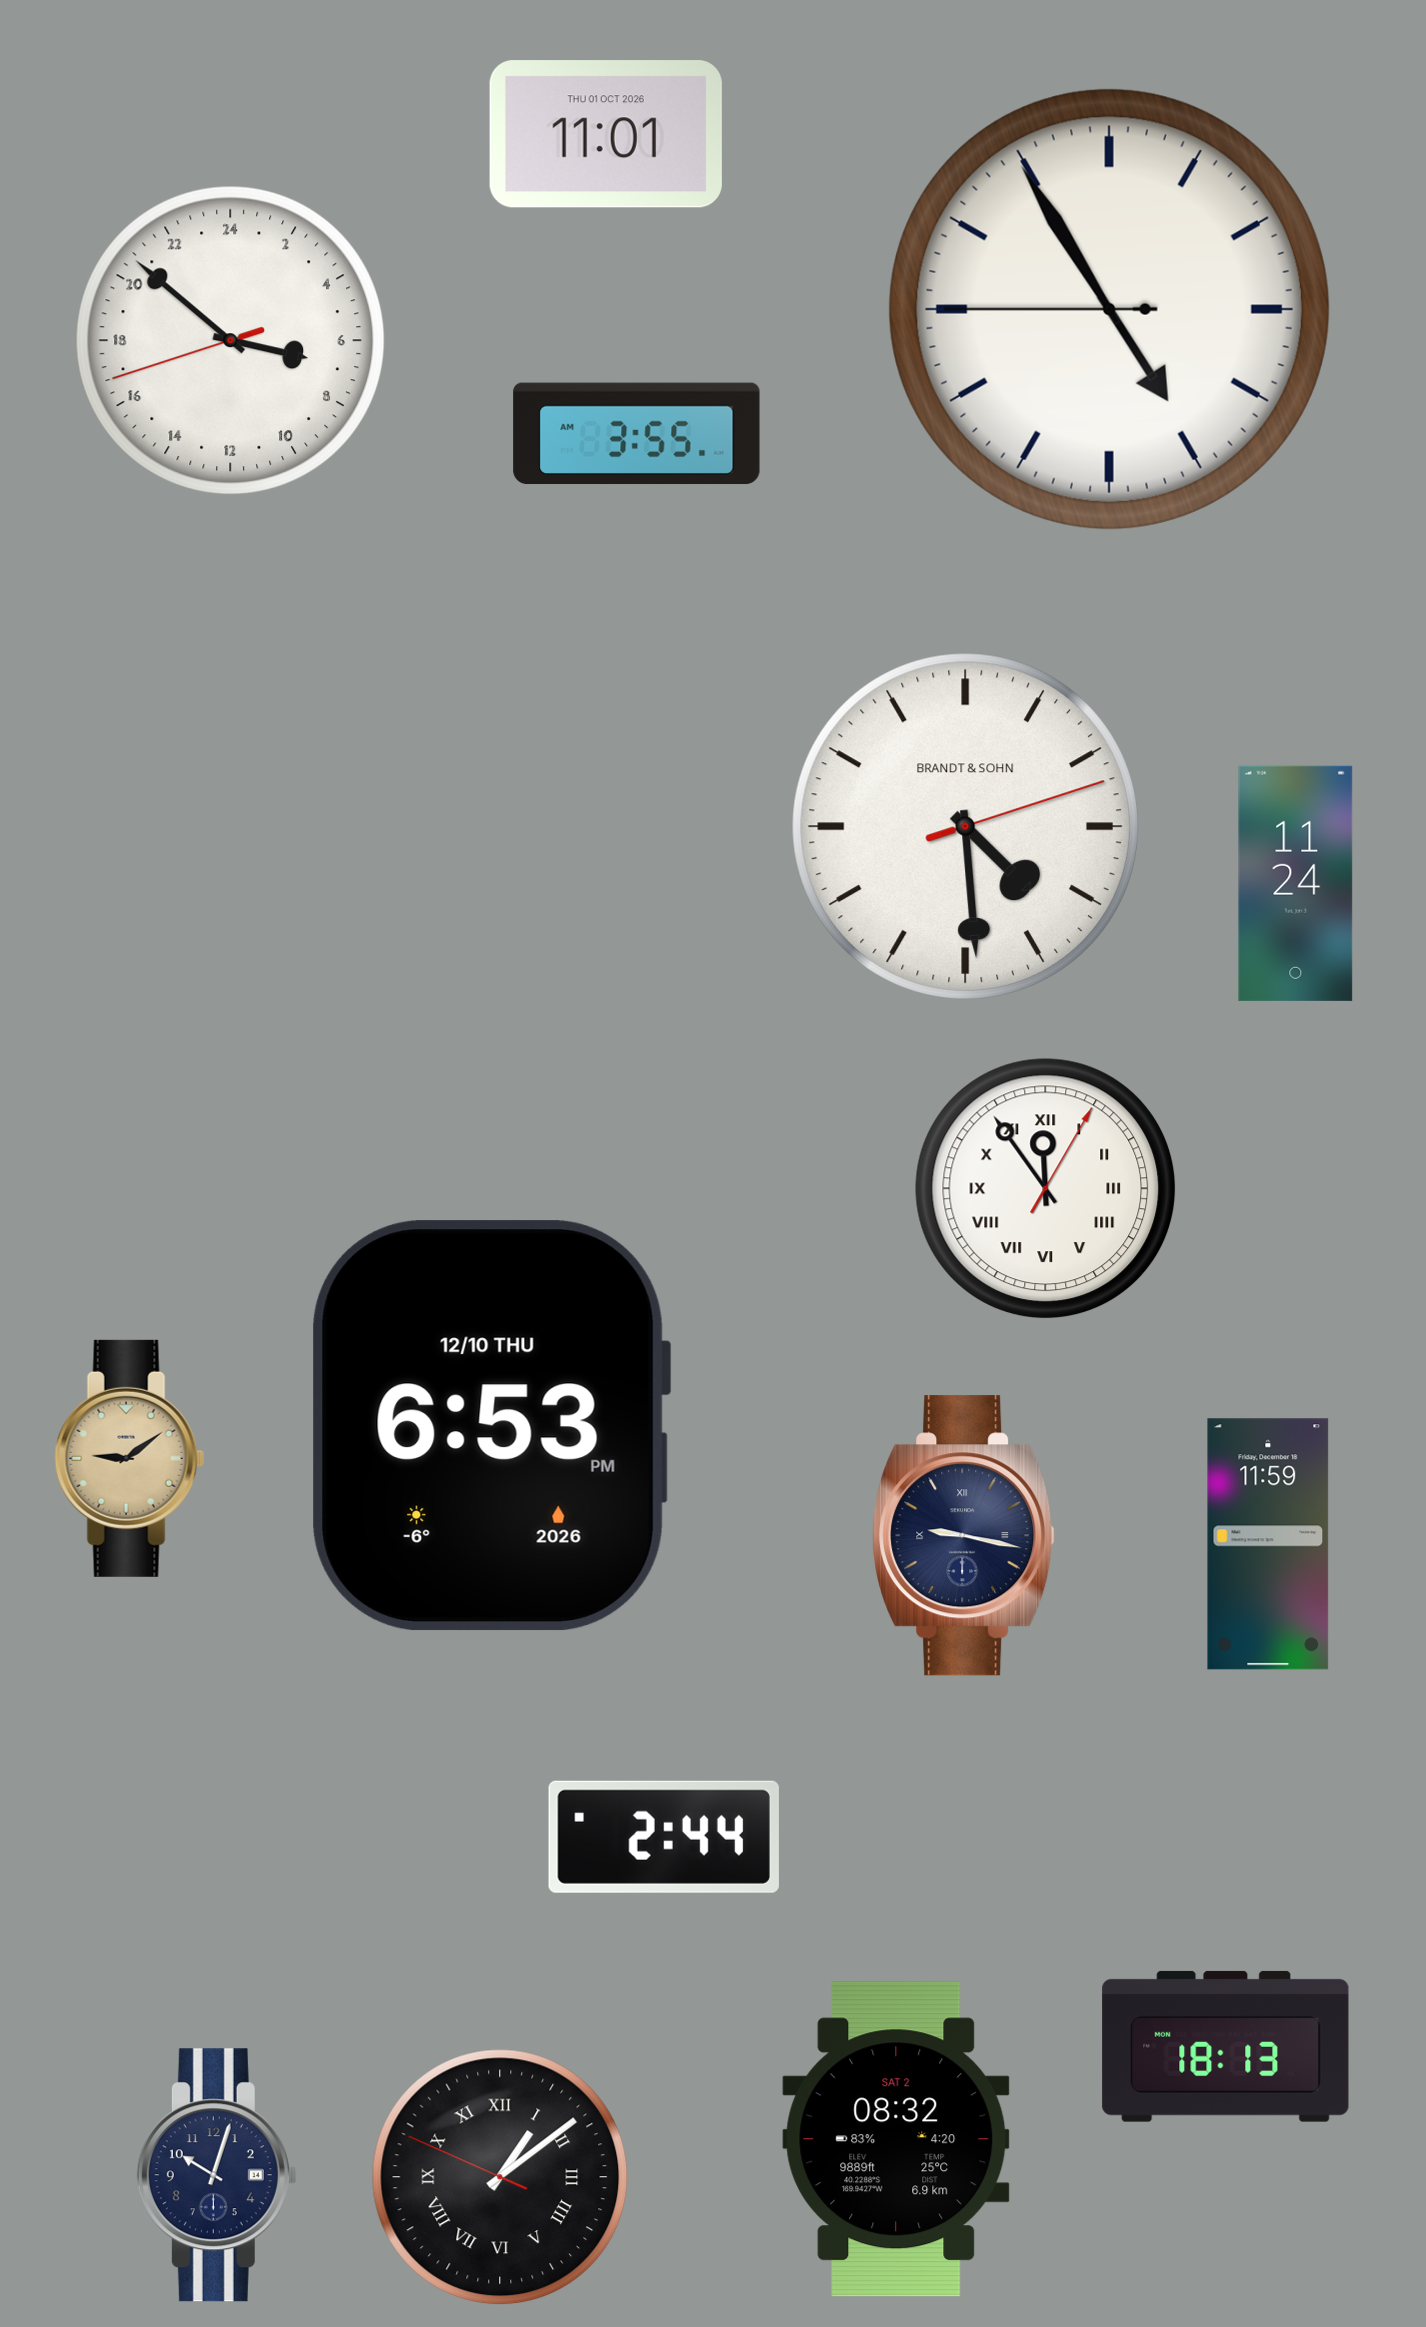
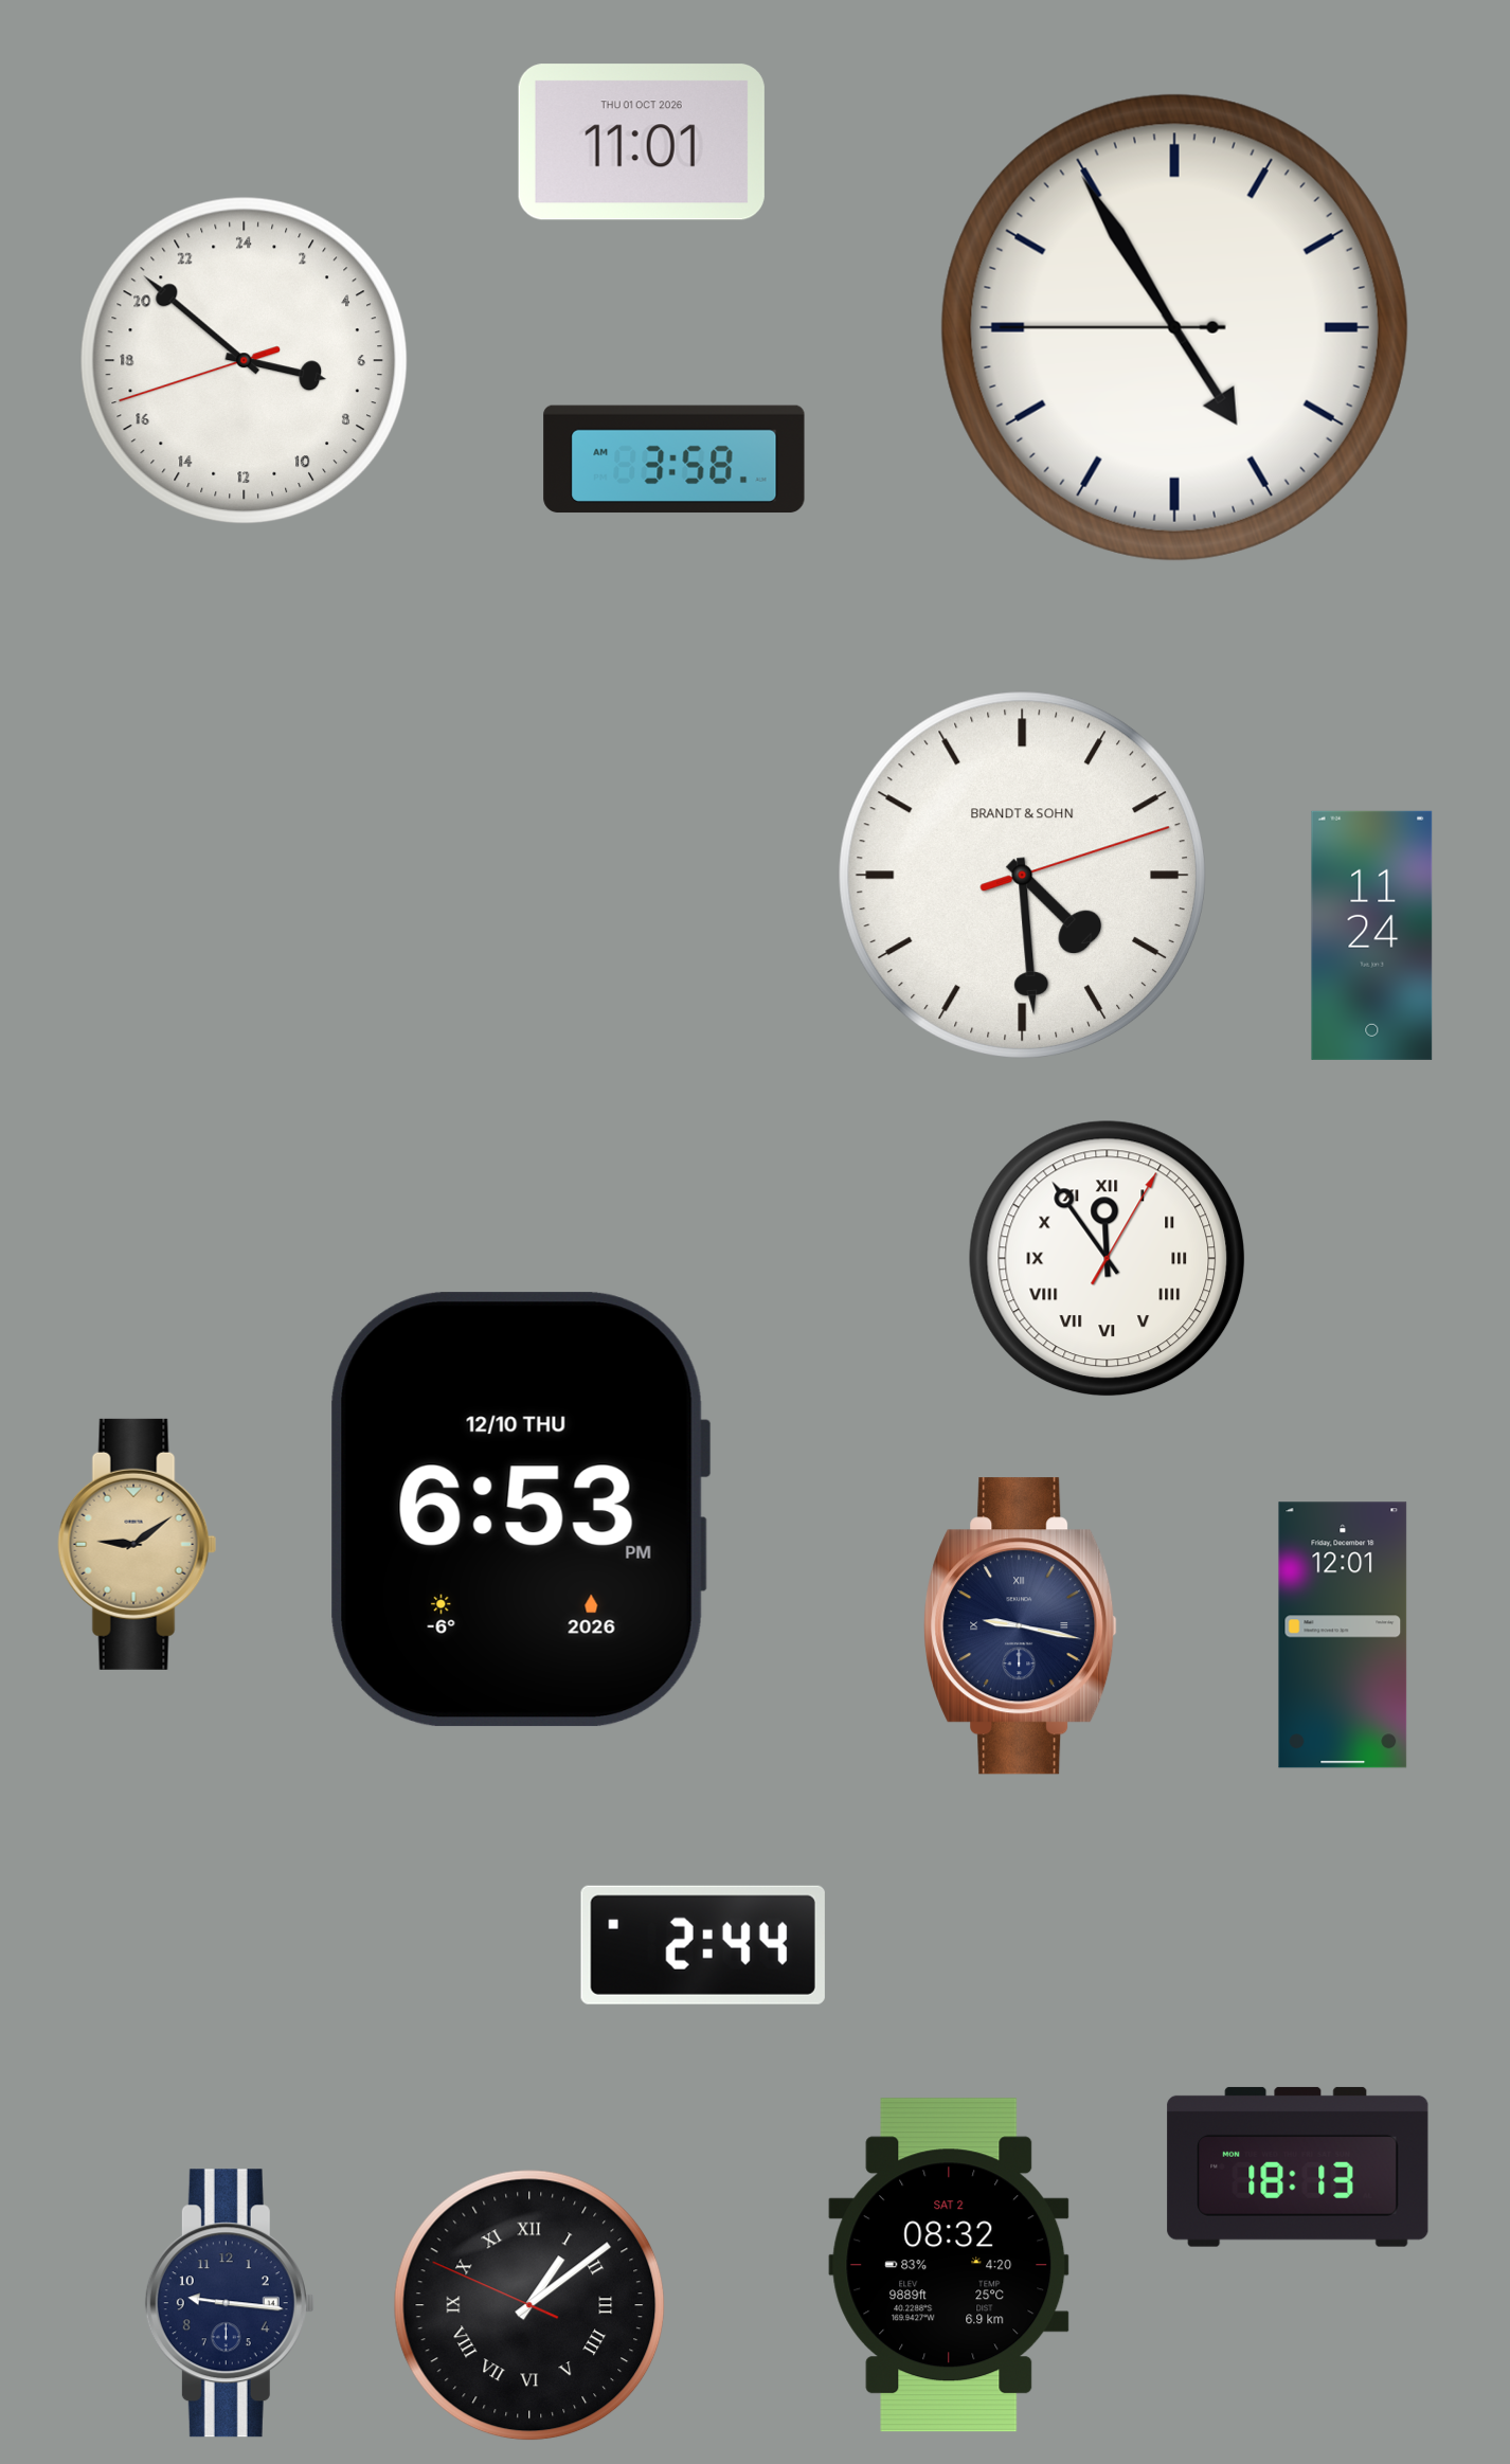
clock at (637, 434): 3:55 -> 3:58
clock at (1268, 1544): 11:59 -> 12:01
clock at (217, 2175): 10:03 -> 9:16
